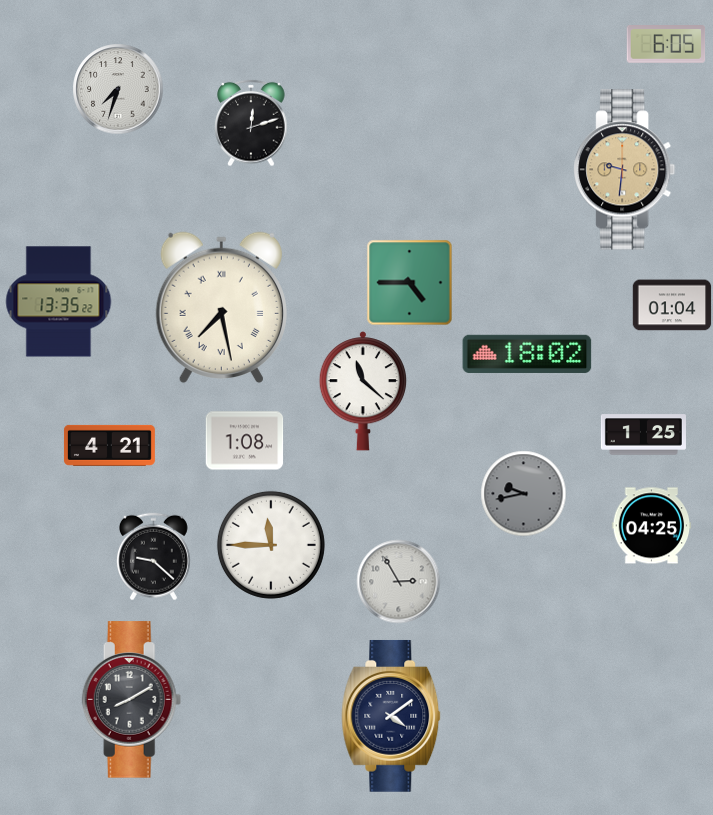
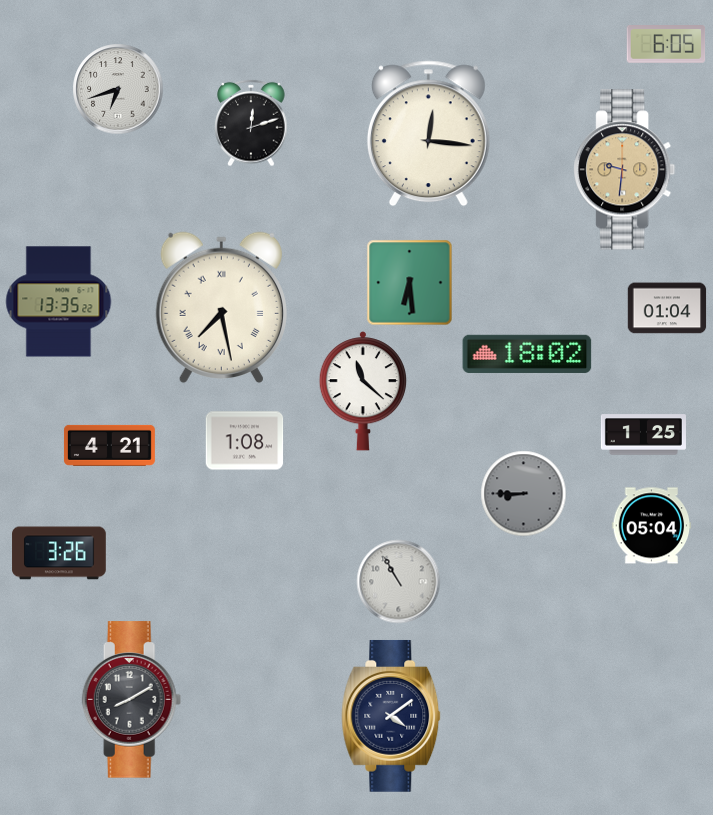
clock at (118, 89): 7:33 -> 6:42
clock at (428, 134): none -> 12:16
clock at (409, 282): 4:45 -> 6:29
clock at (672, 305) position: (672, 305) -> (667, 308)
clock at (523, 493): 9:43 -> 8:45
clock at (651, 526): 04:25 -> 05:04
clock at (271, 545): 11:45 -> none
clock at (59, 553): none -> 3:26
clock at (153, 556): 9:22 -> none
clock at (398, 581): 2:55 -> 10:55
